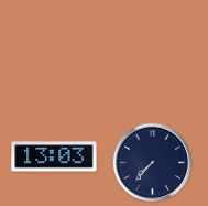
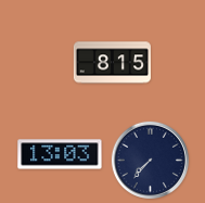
clock at (112, 63): none -> 8:15
clock at (54, 156) position: (54, 156) -> (60, 154)
